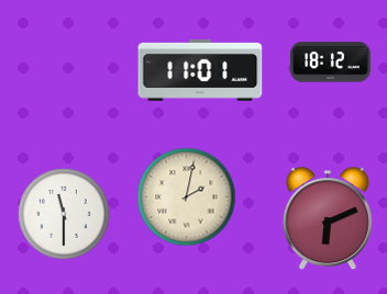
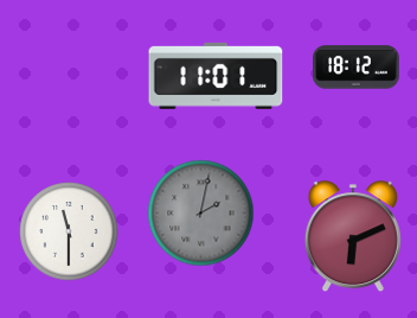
clock at (187, 197) dial: cream -> grey
